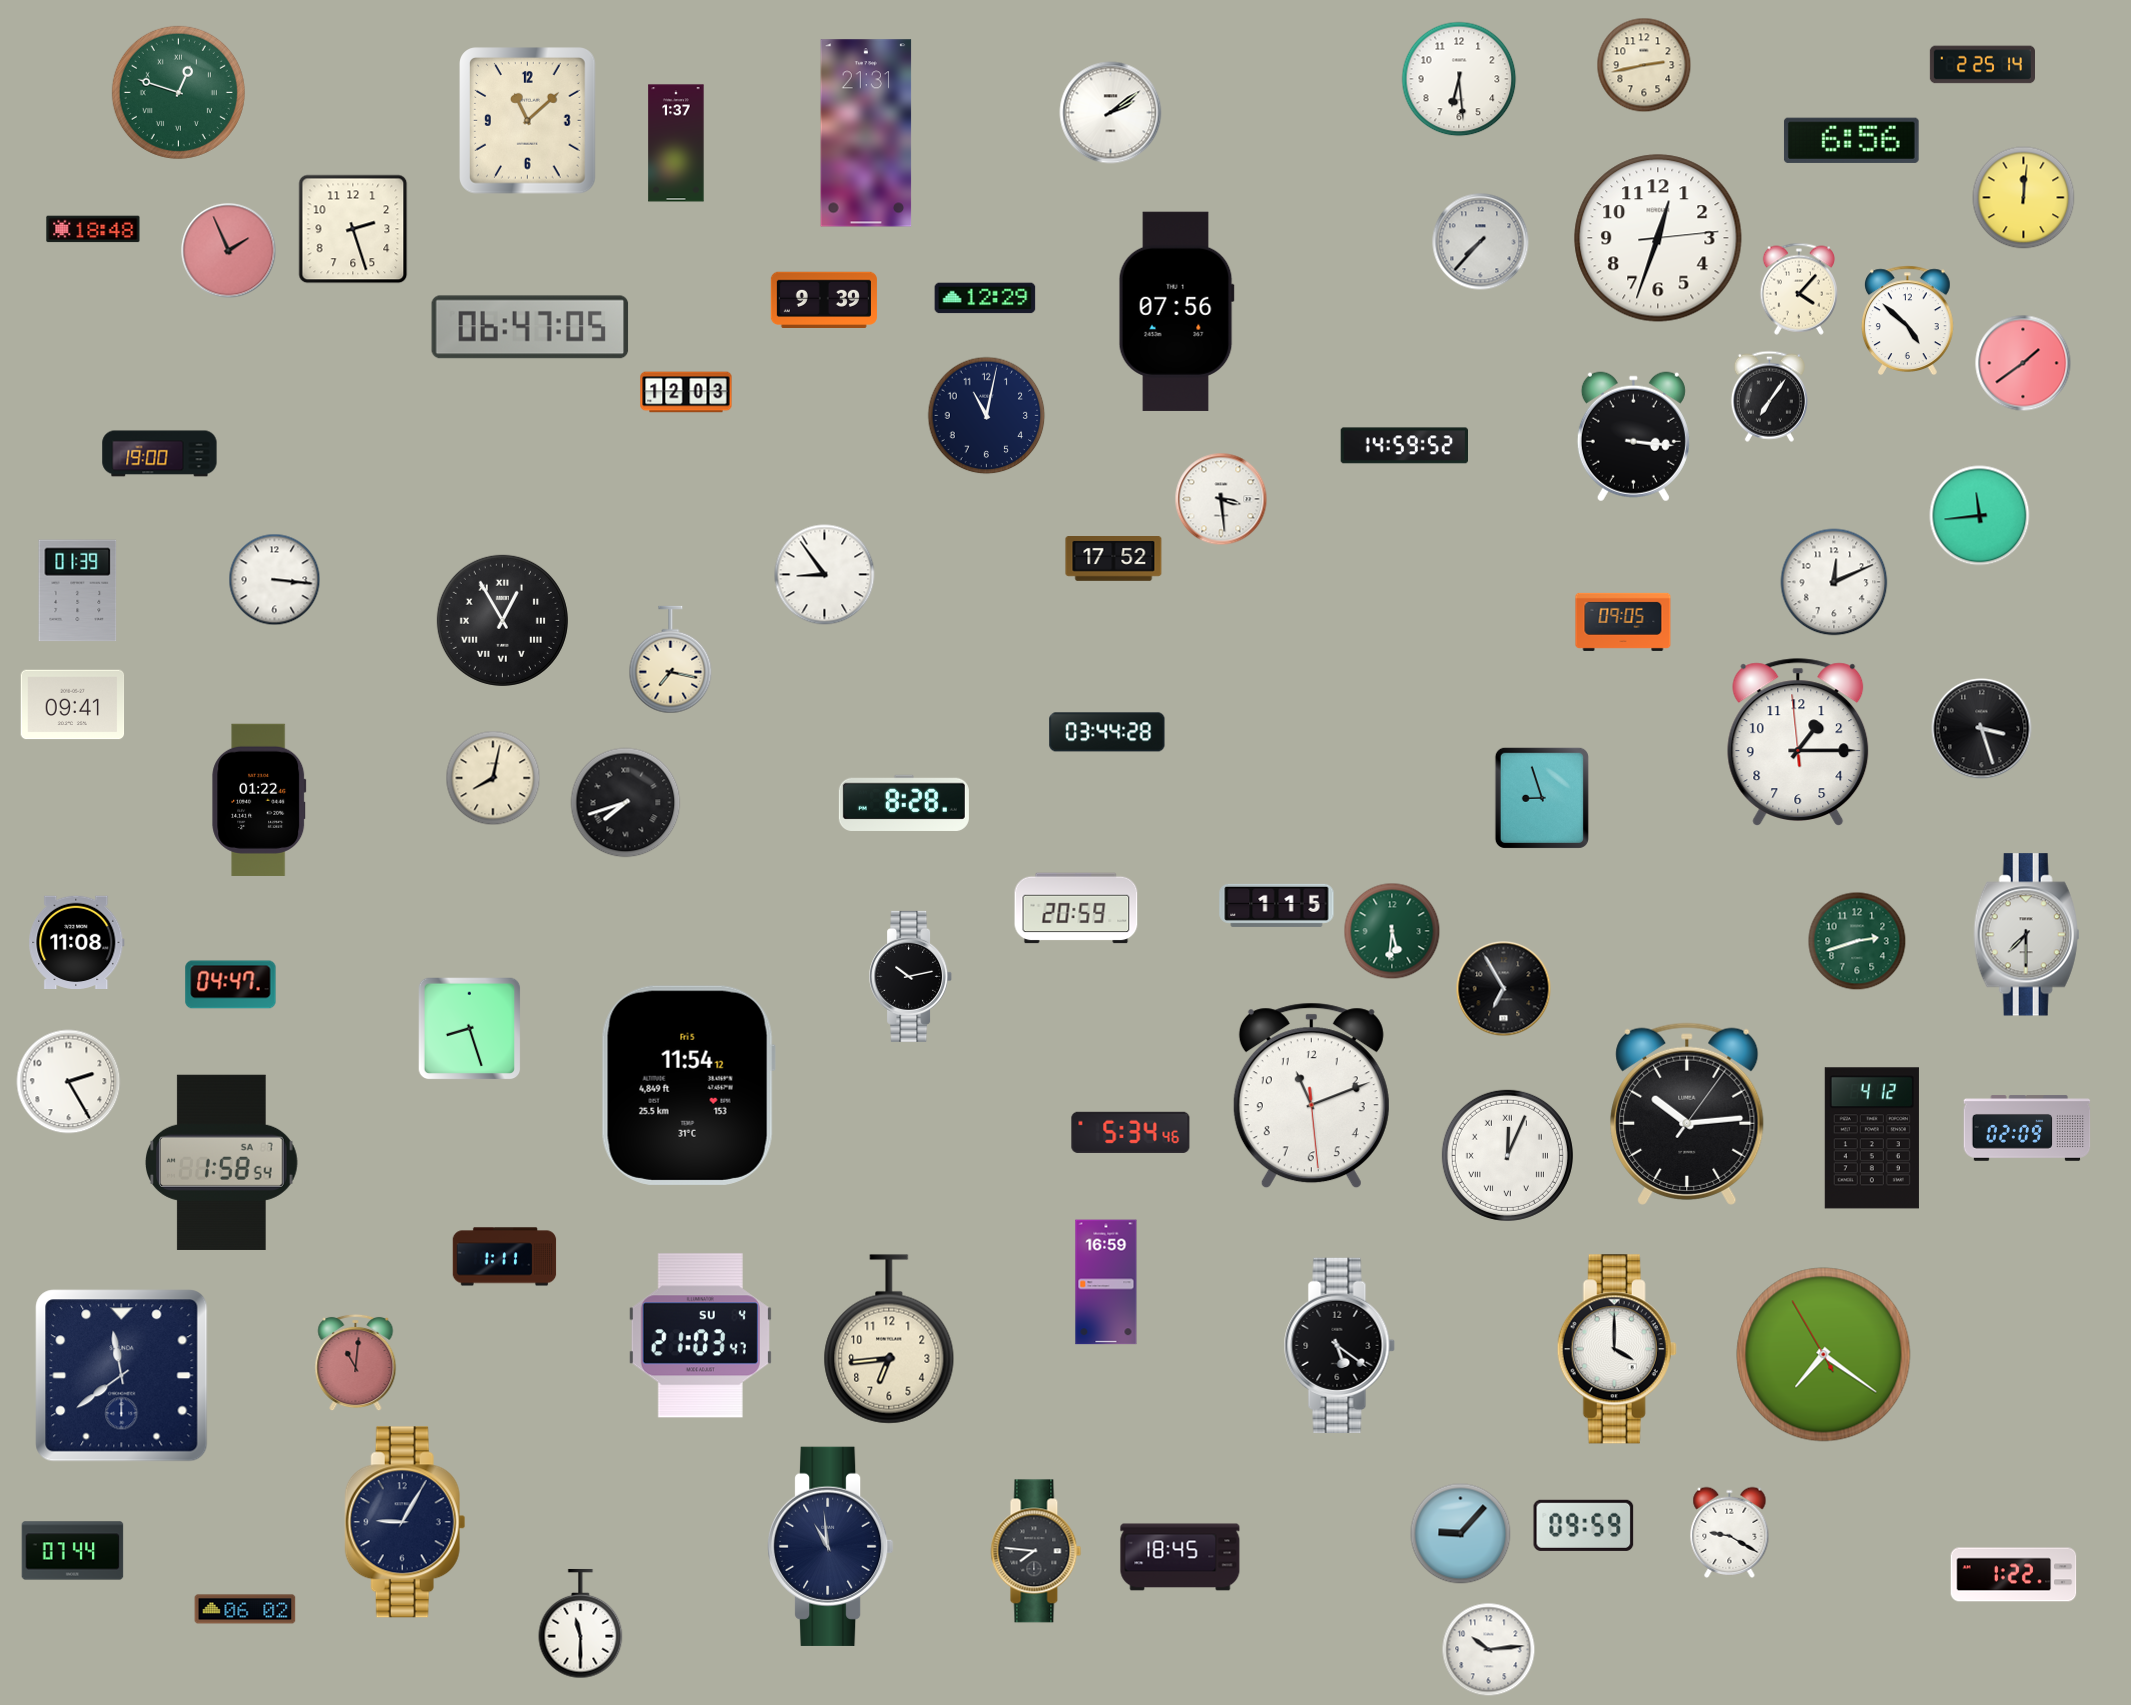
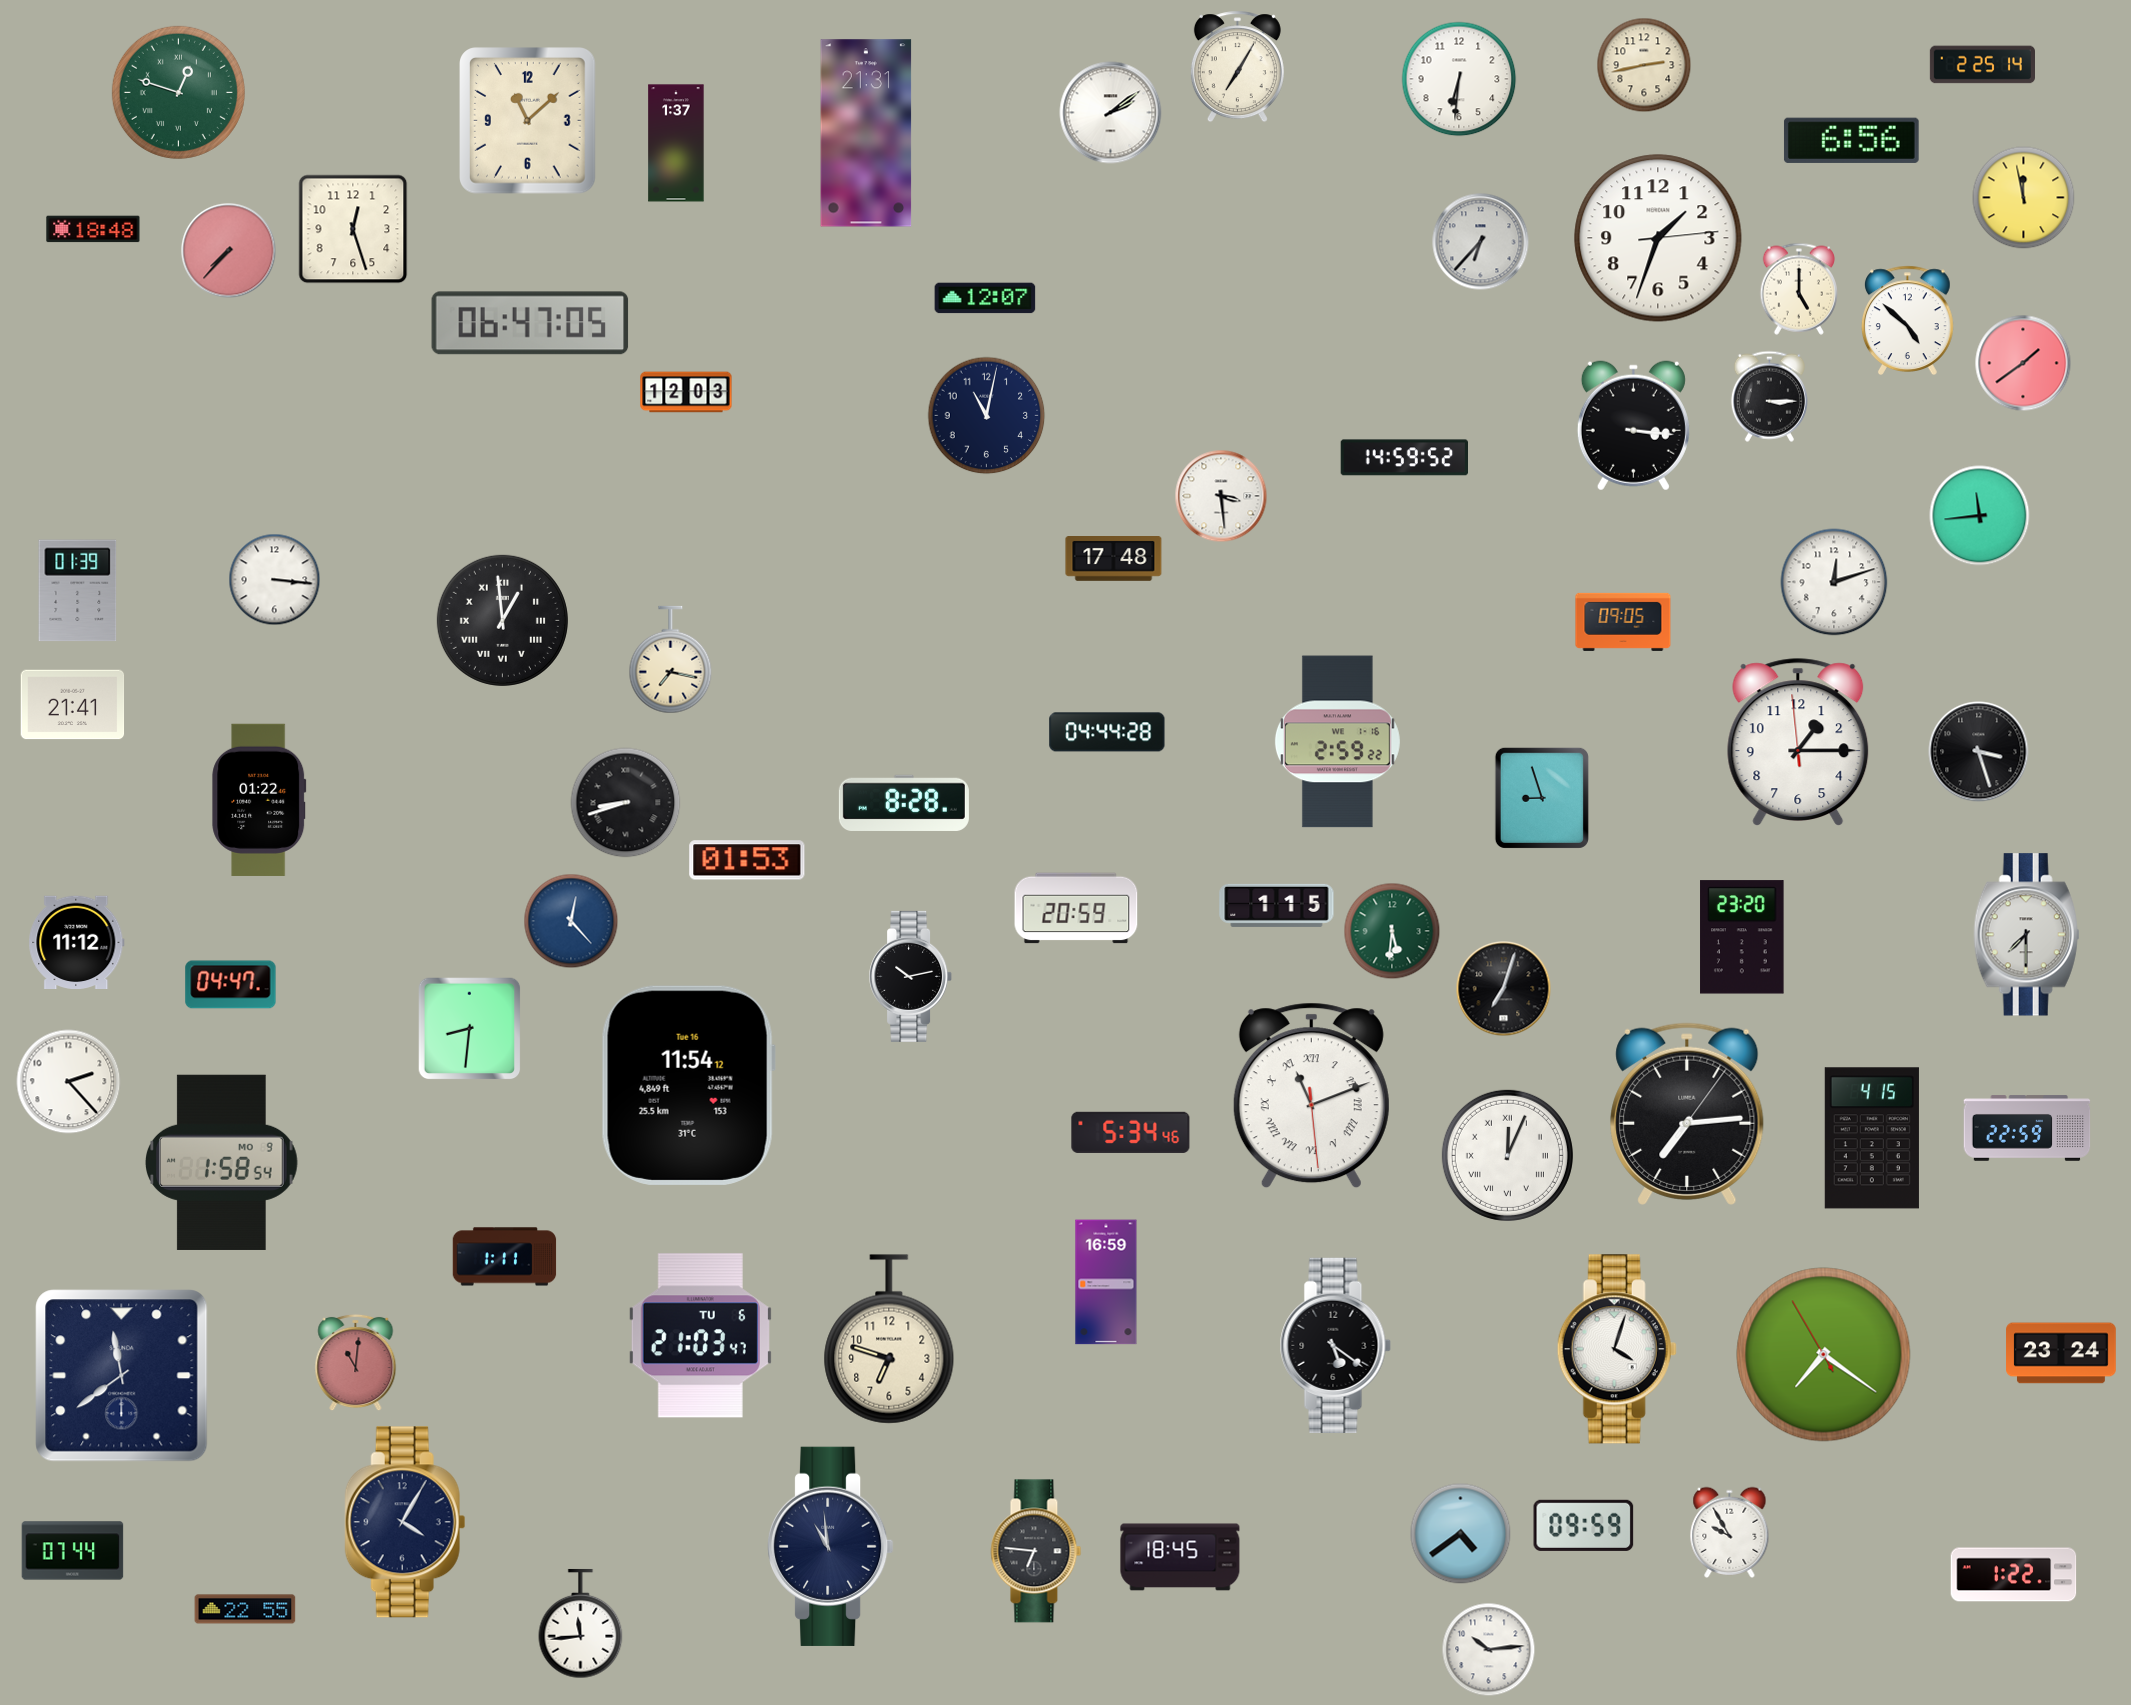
clock at (1237, 67): none -> 7:05
clock at (1459, 79): 6:29 -> 6:31
clock at (2024, 198): 12:01 -> 11:58
clock at (353, 229): 2:27 -> 12:27
clock at (1658, 238): 12:33 -> 1:33
clock at (1481, 242): 7:37 -> 6:37
clock at (229, 251): 1:56 -> 7:37
clock at (1798, 289): 4:07 -> 5:00
clock at (985, 298): 12:29 -> 12:07
clock at (824, 300): 9:39 -> none
clock at (1176, 311): 07:56 -> none
clock at (530, 327) position: (530, 327) -> (530, 323)
clock at (1769, 396): 7:06 -> 3:15
clock at (1633, 437) position: (1633, 437) -> (1633, 426)
clock at (1404, 446) position: (1404, 446) -> (1404, 458)
clock at (160, 454): 19:00 -> none
clock at (1221, 499) position: (1221, 499) -> (1221, 496)
clock at (1114, 559): 17:52 -> 17:48
clock at (825, 575): 8:54 -> none
clock at (1834, 582): 12:11 -> 12:12
clock at (502, 620): 12:55 -> 12:59
clock at (73, 705): 09:41 -> 21:41
clock at (1982, 729) position: (1982, 729) -> (1979, 752)
clock at (1107, 732): 03:44 -> 04:44
clock at (1337, 742): none -> 2:59
clock at (493, 778): 8:02 -> none
clock at (626, 803): 7:42 -> 8:42
clock at (747, 860): none -> 01:53
clock at (571, 921): none -> 12:23
clock at (1742, 937): none -> 23:20
clock at (1857, 941): 2:42 -> none
clock at (77, 942): 11:08 -> 11:12
clock at (1504, 989): 6:55 -> 7:03
clock at (470, 1029): 8:27 -> 8:31
clock at (69, 1082): 2:25 -> 2:23
clock at (688, 1085) date: Fri 5 -> Tue 16
clock at (1311, 1096) numerals: Arabic -> Roman
clock at (1687, 1114): 10:14 -> 7:14
clock at (2027, 1128): 02:09 -> 22:59
clock at (1872, 1138): 4:12 -> 4:15
clock at (222, 1162) date: SA 7 -> MO 9
clock at (700, 1336) date: SU 4 -> TU 6
clock at (889, 1339): 6:44 -> 6:48
clock at (1339, 1345) position: (1339, 1345) -> (1335, 1345)
clock at (1617, 1349): 4:00 -> 4:03
clock at (2061, 1353): none -> 23:24
clock at (405, 1522): 9:05 -> 4:05
clock at (1730, 1532): 9:20 -> 9:55
clock at (1461, 1534): 9:07 -> 4:39
clock at (1036, 1551): 7:46 -> 6:46
clock at (245, 1609): 06:02 -> 22:55
clock at (581, 1624): 11:30 -> 11:44
